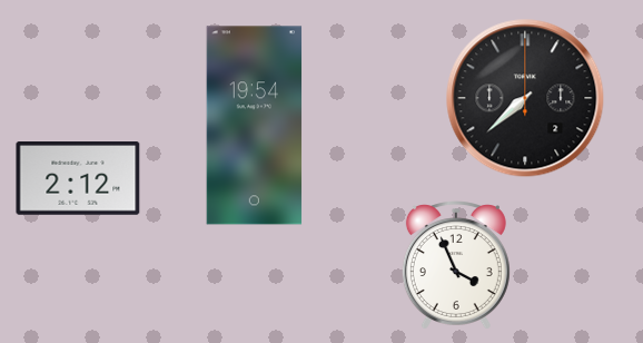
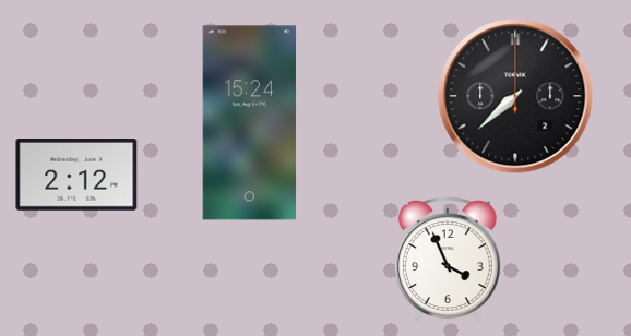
clock at (255, 126): 19:54 -> 15:24
